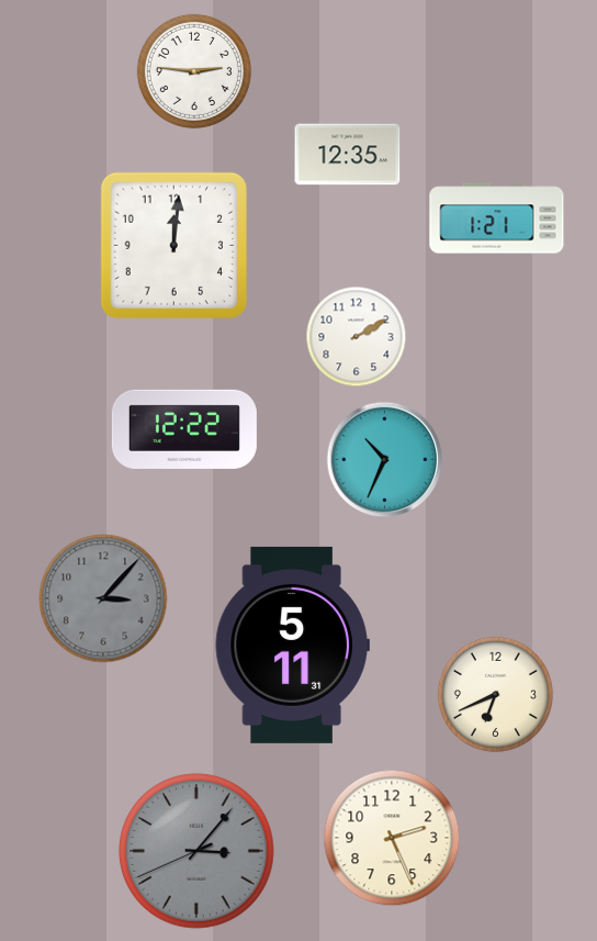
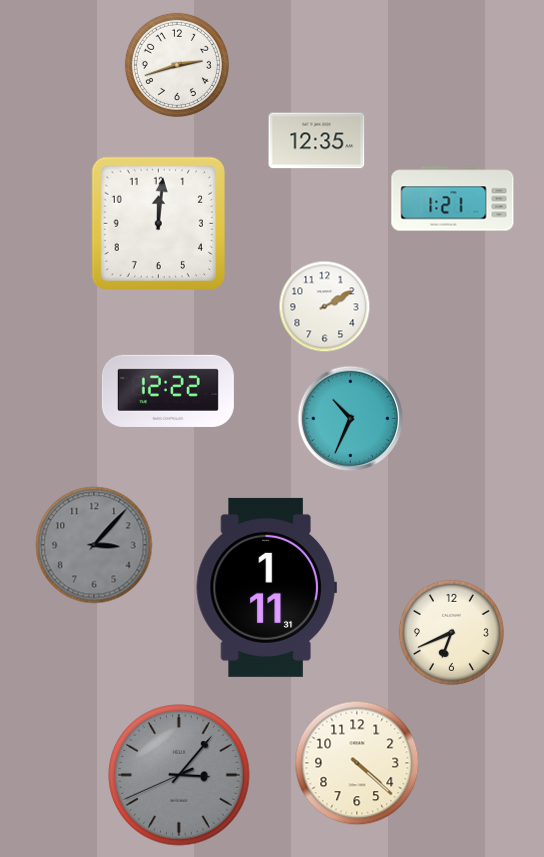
clock at (194, 71): 2:46 -> 2:42
clock at (292, 645): 5:11 -> 1:11
clock at (392, 838): 2:26 -> 4:22
